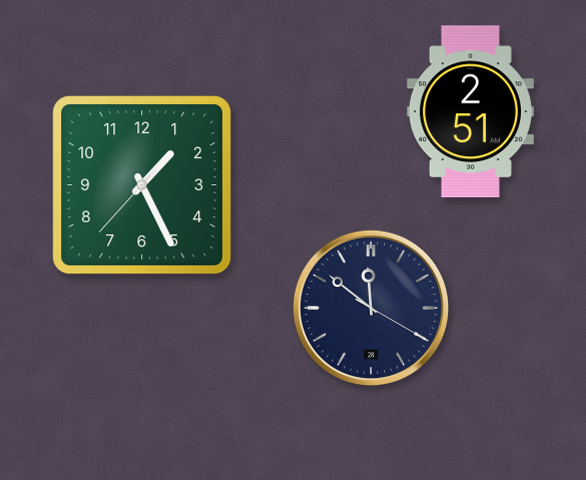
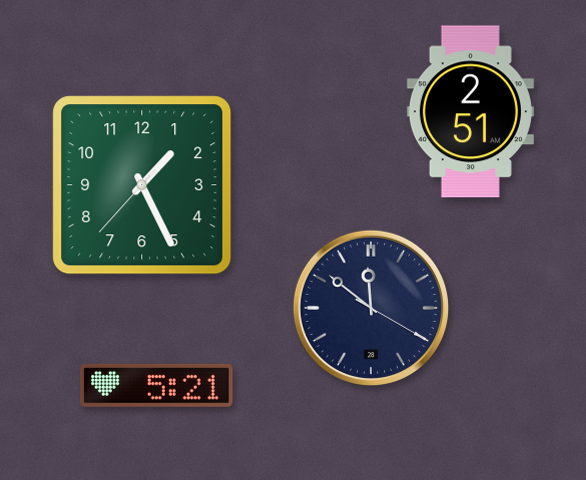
clock at (157, 385): none -> 5:21
